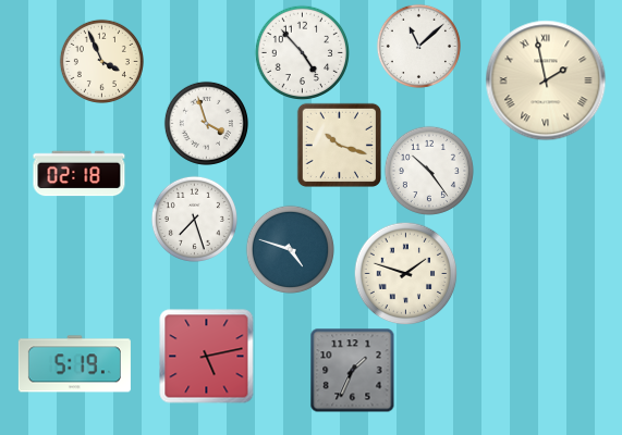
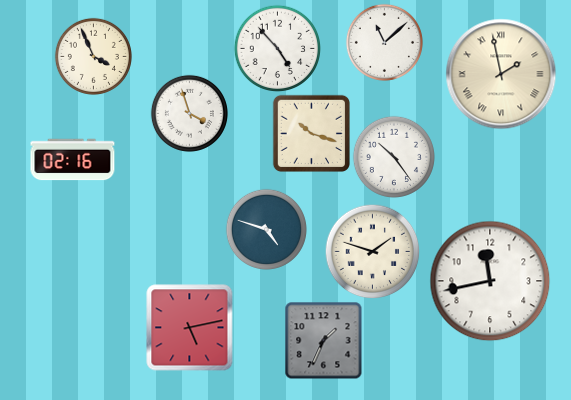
clock at (80, 174): 02:18 -> 02:16
clock at (194, 219): 7:27 -> none
clock at (490, 281): none -> 11:43
clock at (74, 364): 5:19 -> none
